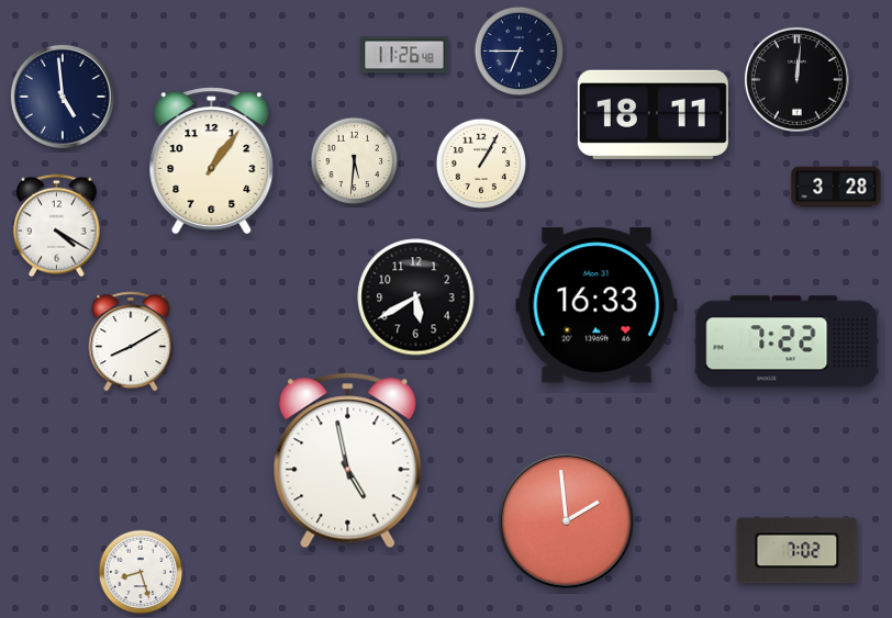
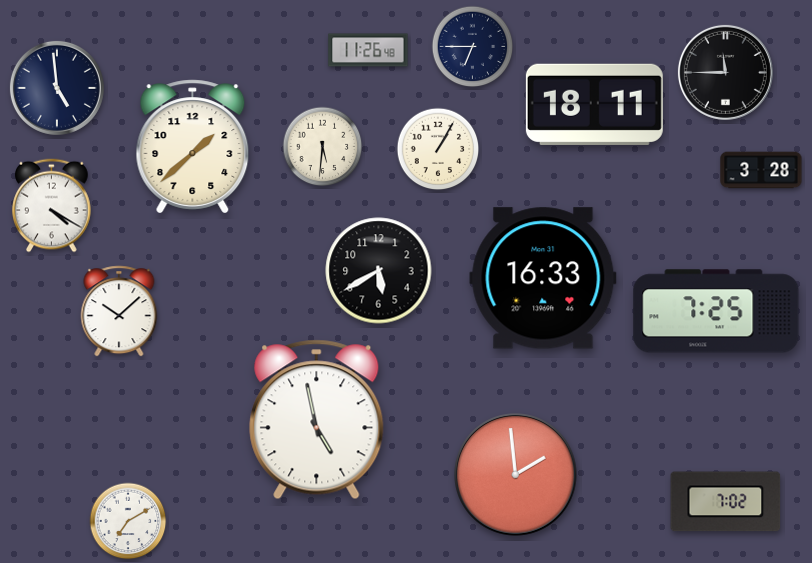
clock at (796, 79): 12:01 -> 11:45
clock at (212, 161): 1:06 -> 1:38
clock at (131, 341): 8:10 -> 10:08
clock at (787, 341): 7:22 -> 7:25
clock at (141, 572): 8:27 -> 7:10
